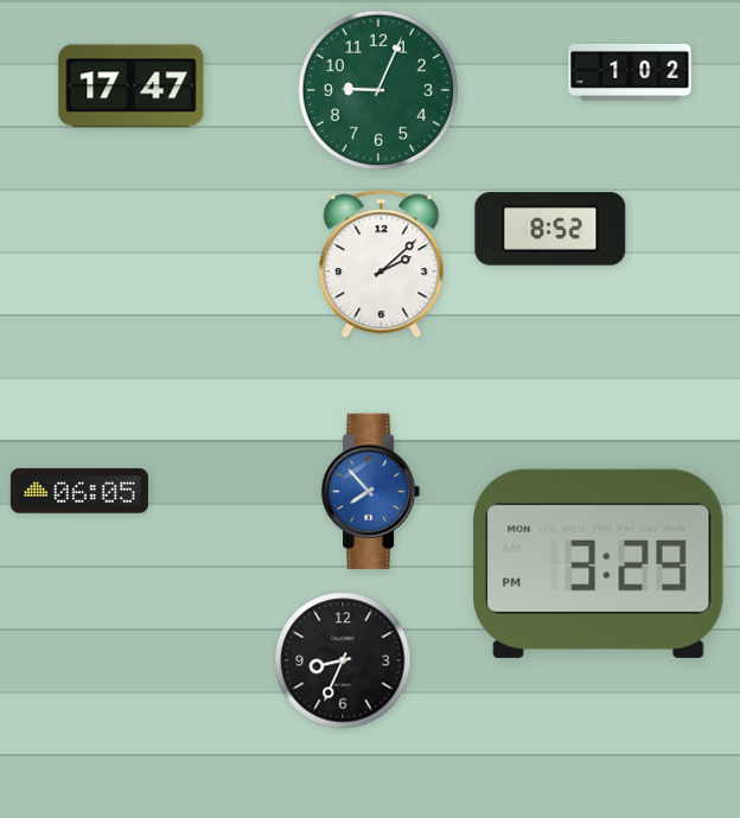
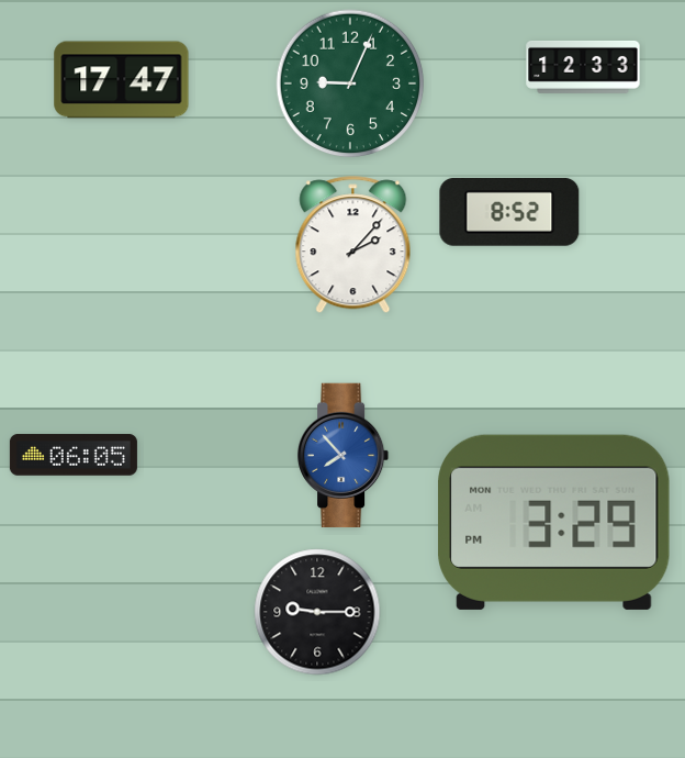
clock at (630, 72): 1:02 -> 12:33
clock at (382, 264): 2:08 -> 2:07
clock at (343, 660): 8:34 -> 9:15
